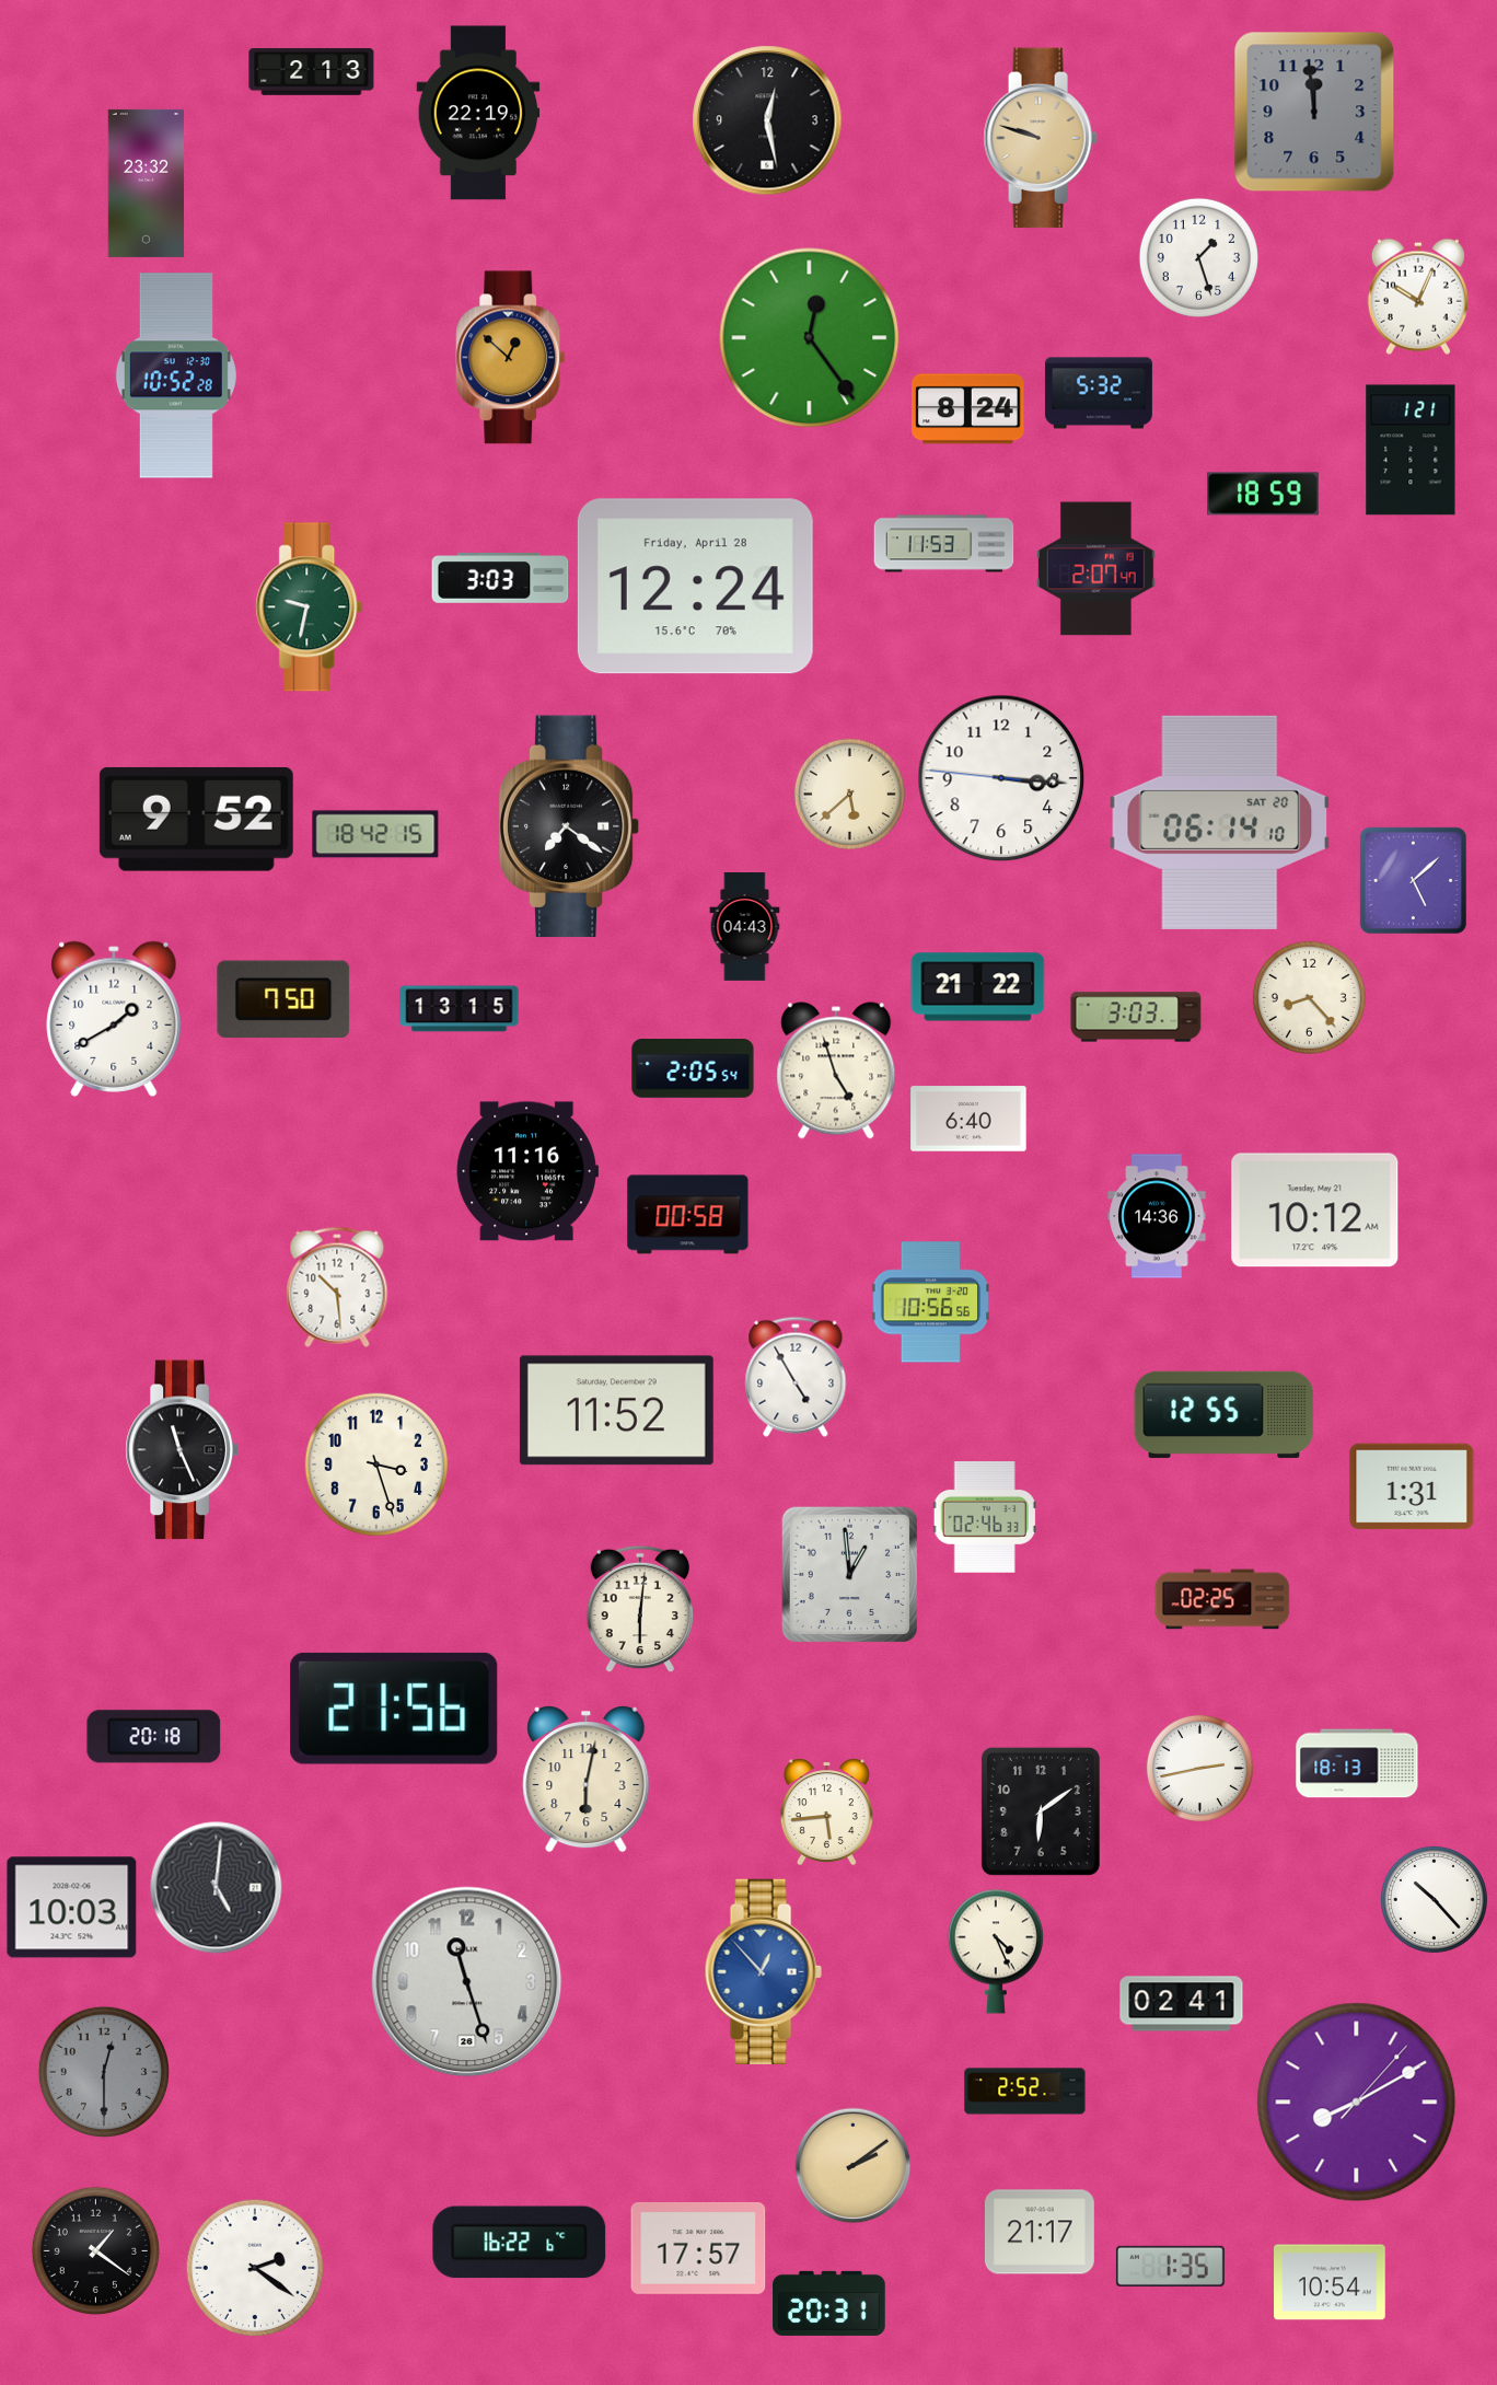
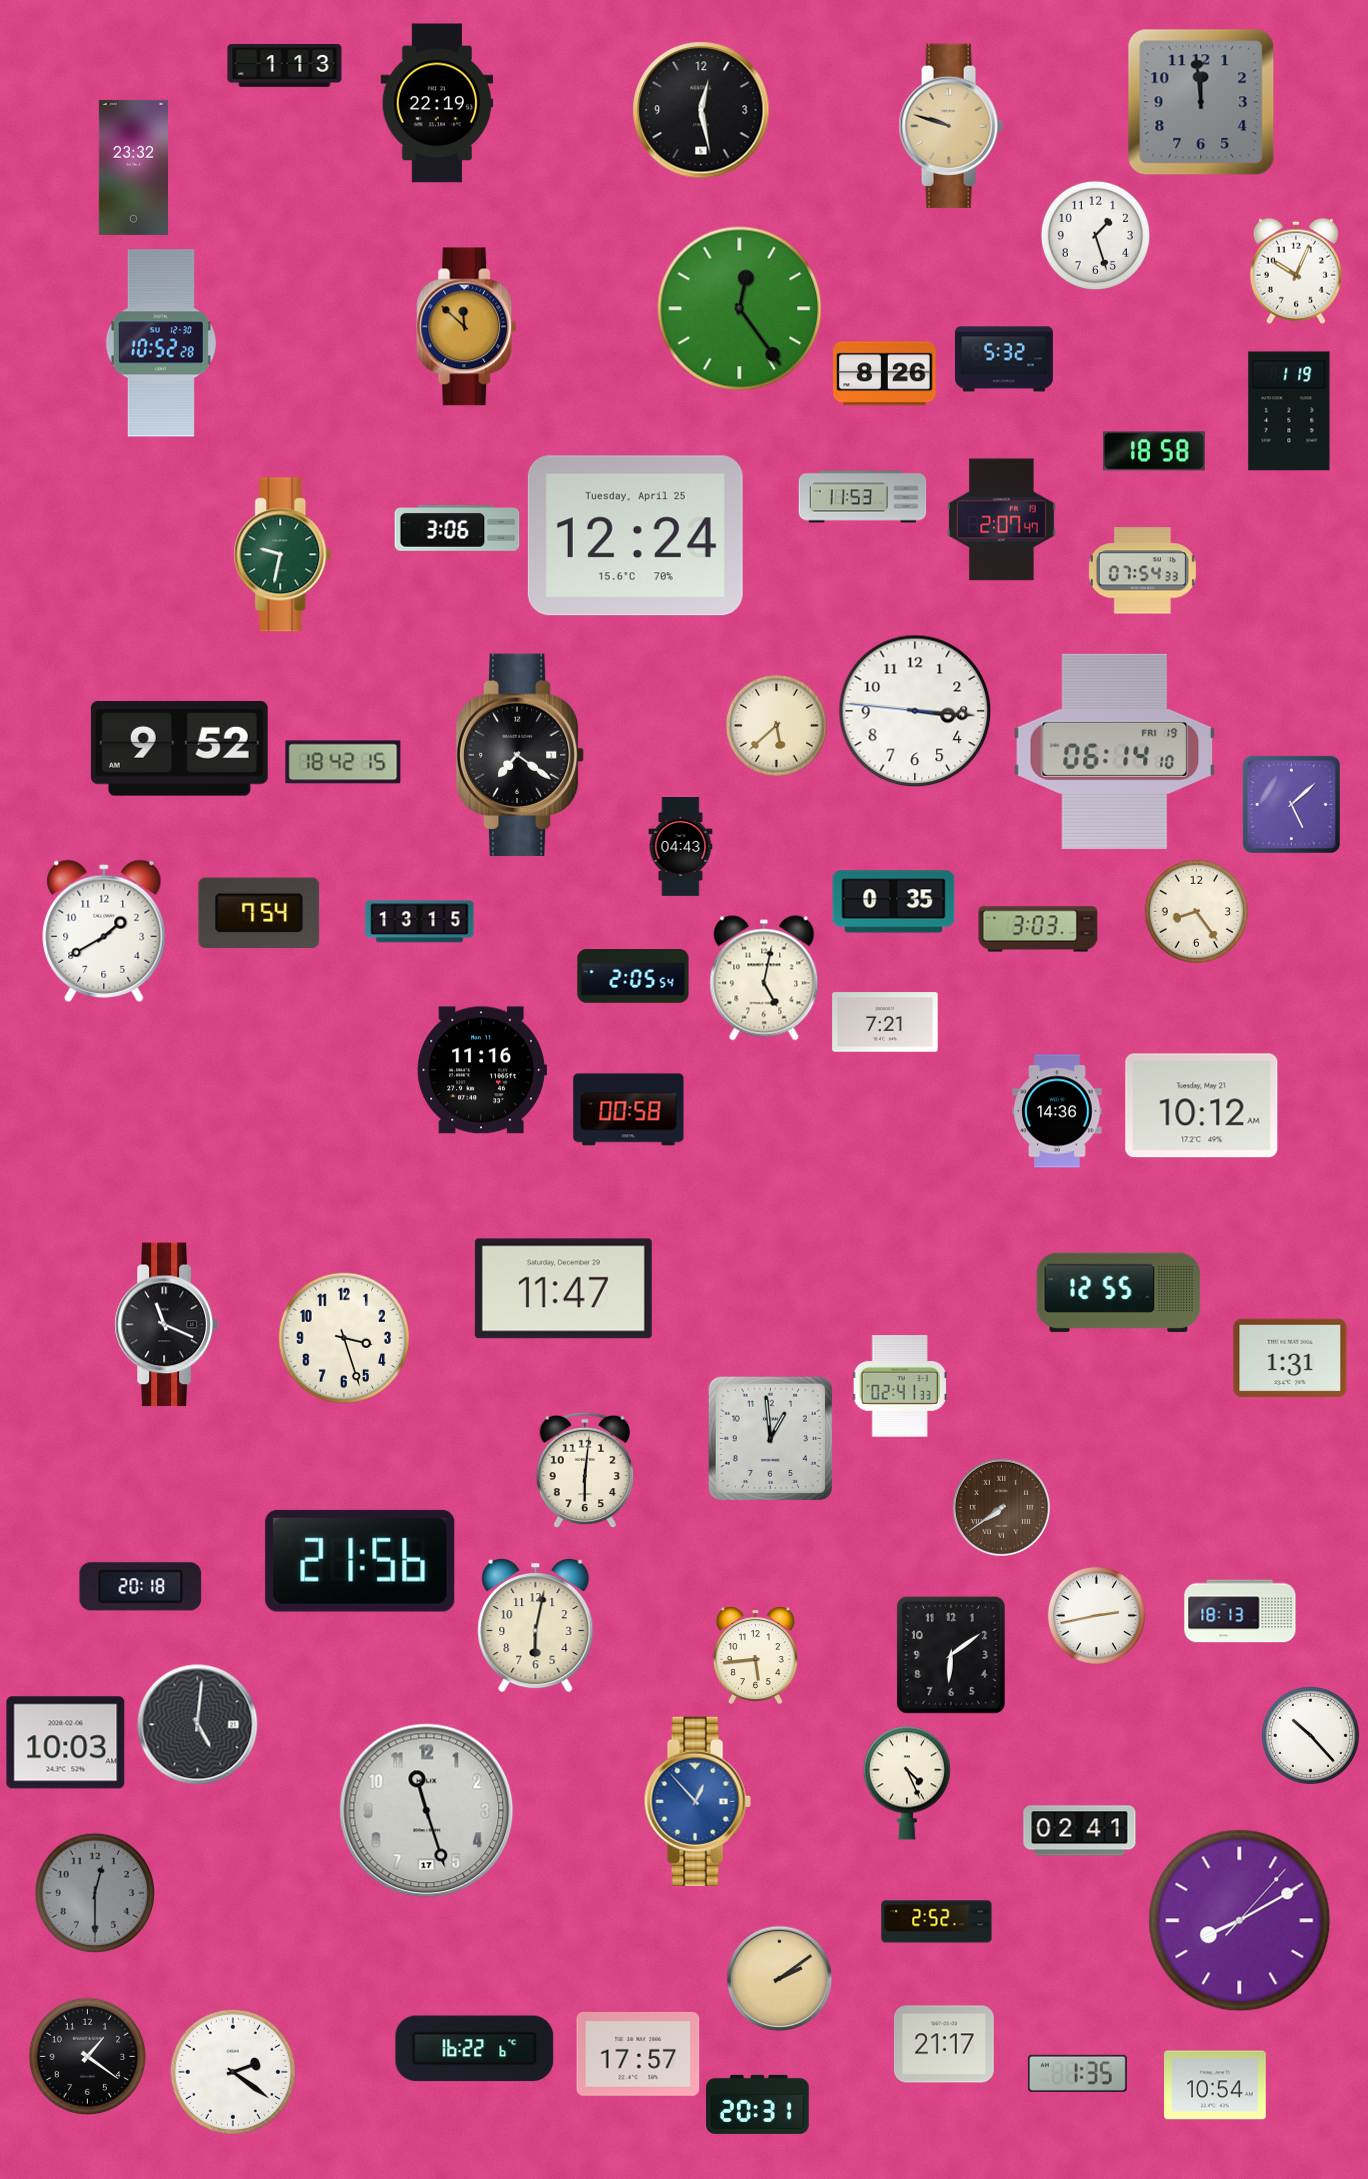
clock at (312, 72): 2:13 -> 1:13
clock at (511, 358): 12:52 -> 11:52
clock at (968, 409): 8:24 -> 8:26
clock at (1411, 450): 1:21 -> 1:19
clock at (1263, 494): 18:59 -> 18:58
clock at (500, 578): 3:03 -> 3:06
clock at (695, 587) date: Friday, April 28 -> Tuesday, April 25
clock at (1142, 571): none -> 07:54
clock at (1220, 822) date: SAT 20 -> FRI 19
clock at (978, 987): 21:22 -> 0:35
clock at (1309, 997): 8:23 -> 8:24
clock at (283, 999): 7:50 -> 7:54
clock at (836, 1070): 4:57 -> 5:02
clock at (968, 1119): 6:40 -> 7:21
clock at (337, 1287): 10:29 -> none
clock at (931, 1303): 10:56 -> none
clock at (796, 1377): 4:55 -> none
clock at (616, 1411): 11:52 -> 11:47
clock at (182, 1450): 11:26 -> 11:19
clock at (985, 1517): 02:46 -> 02:41
clock at (849, 1574) position: (849, 1574) -> (770, 1438)
clock at (1222, 1599): 02:25 -> none
clock at (1001, 1507): none -> 7:39
clock at (996, 1952) position: (996, 1952) -> (907, 1783)
clock at (467, 1982) date: 26 -> 17
clock at (1025, 2092) position: (1025, 2092) -> (937, 1922)
clock at (1040, 2232) position: (1040, 2232) -> (944, 2044)
clock at (1170, 2266) position: (1170, 2266) -> (1077, 2073)
